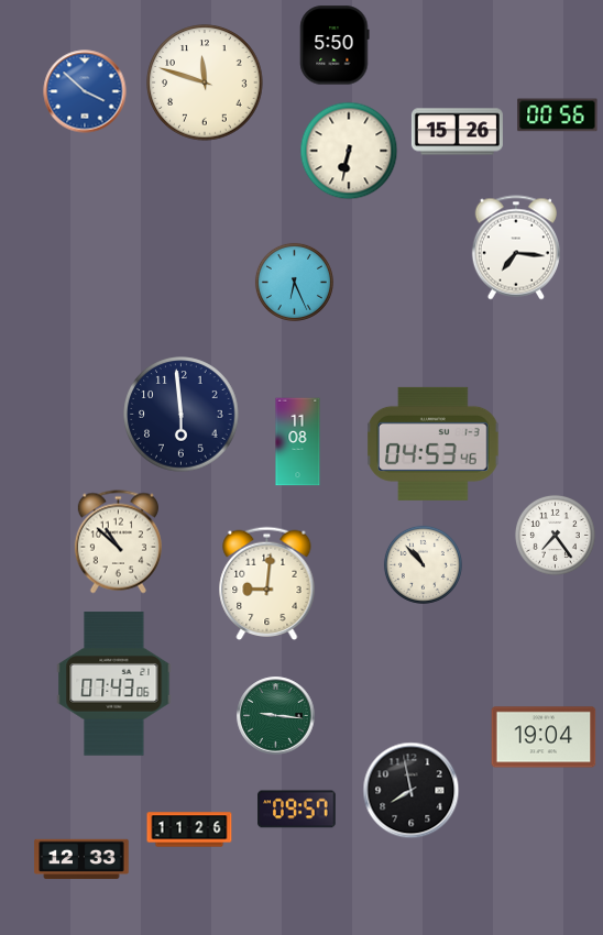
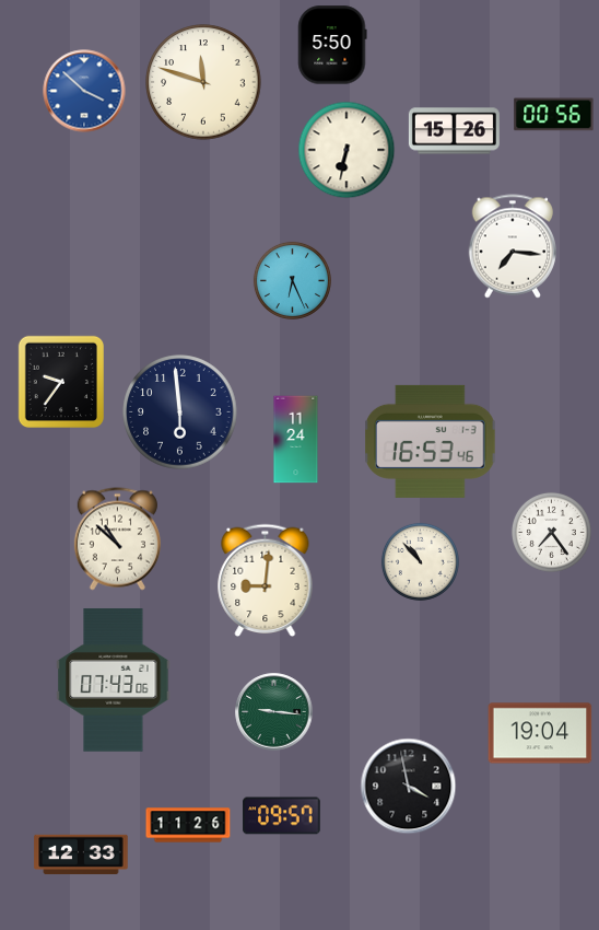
clock at (60, 381): none -> 9:36
clock at (298, 442): 11:08 -> 11:24
clock at (434, 443): 04:53 -> 16:53
clock at (412, 791): 7:58 -> 3:58
clock at (297, 810) position: (297, 810) -> (282, 816)
